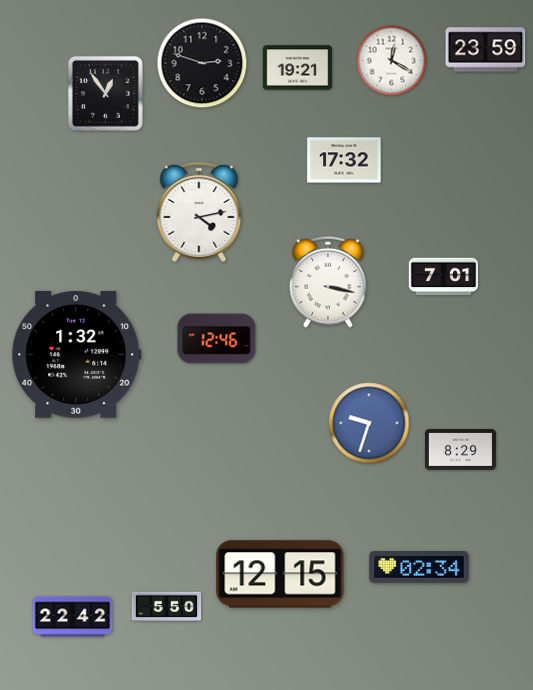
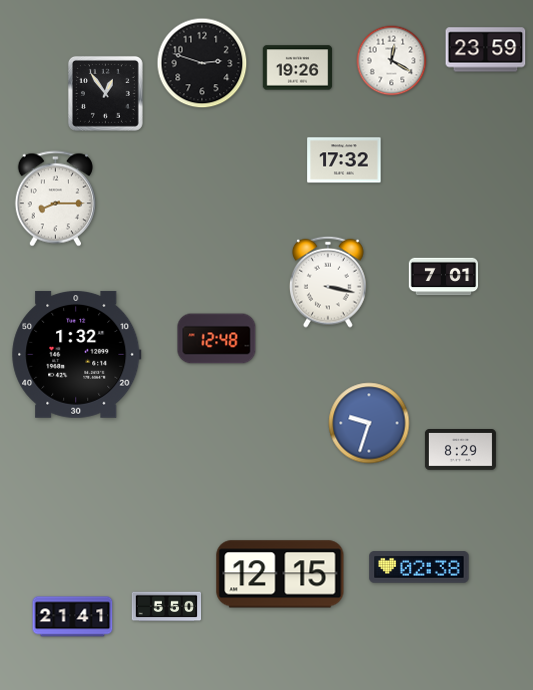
clock at (298, 68): 19:21 -> 19:26
clock at (55, 199): none -> 8:15
clock at (199, 213): 4:13 -> none
clock at (217, 339): 12:46 -> 12:48
clock at (419, 567): 02:34 -> 02:38
clock at (73, 617): 22:42 -> 21:41
